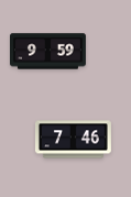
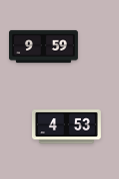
clock at (73, 140): 7:46 -> 4:53
